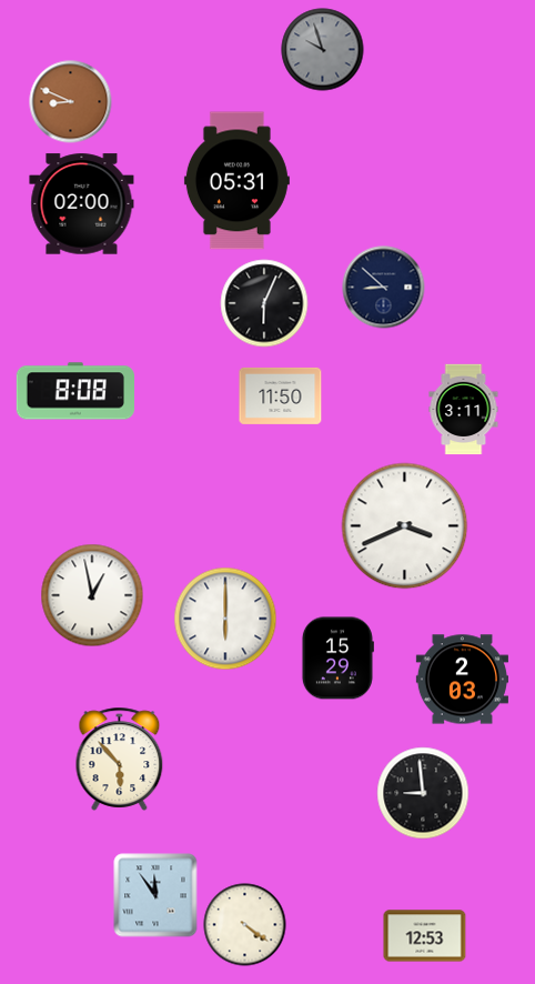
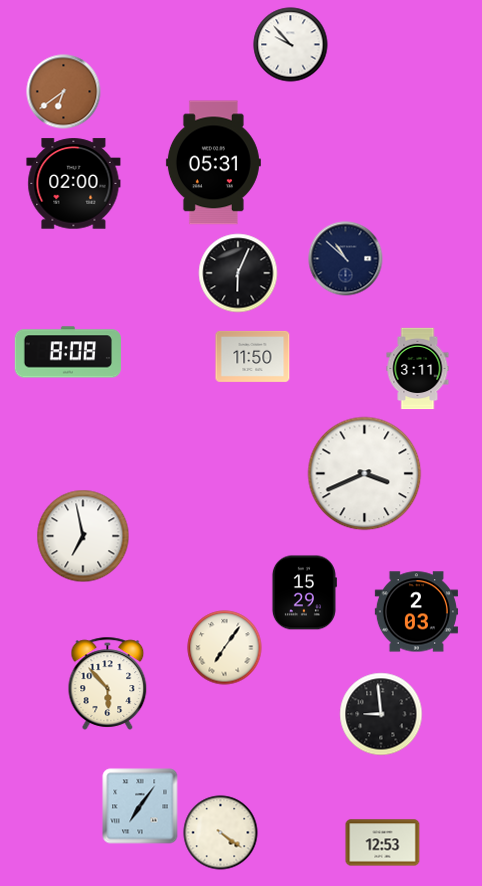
clock at (323, 50): 9:57 -> 9:53
clock at (323, 50) dial: grey -> white
clock at (71, 102): 8:49 -> 6:39
clock at (384, 288): 8:52 -> 10:52
clock at (92, 595): 12:58 -> 6:58
clock at (225, 619): 6:00 -> none
clock at (225, 648): none -> 7:06
clock at (155, 895): 11:54 -> 7:06
